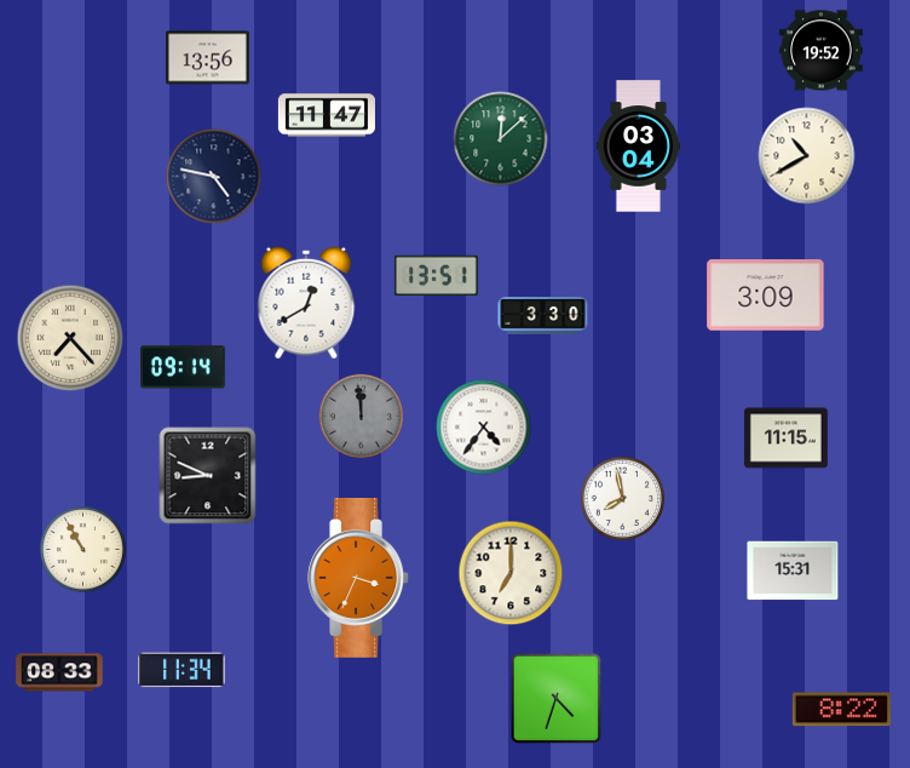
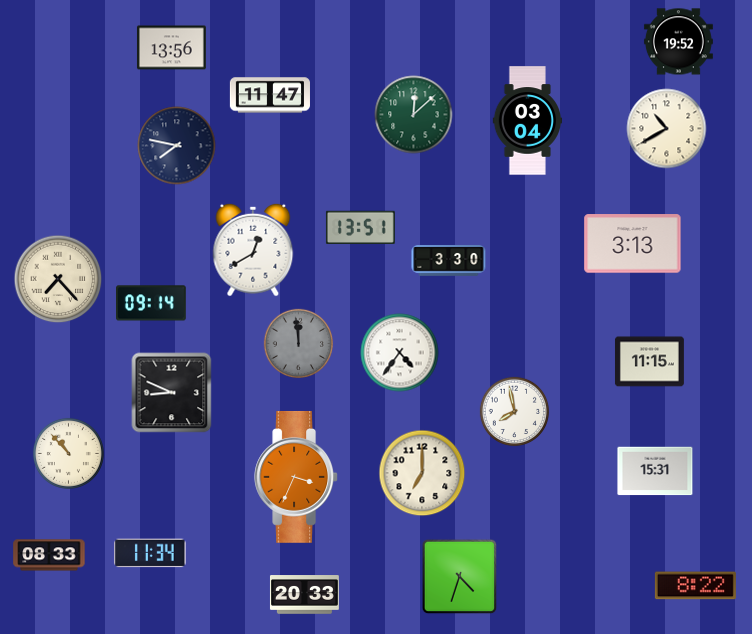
clock at (214, 177): 4:47 -> 7:47
clock at (766, 296): 3:09 -> 3:13
clock at (82, 549): 10:55 -> 10:53
clock at (304, 595): none -> 20:33
